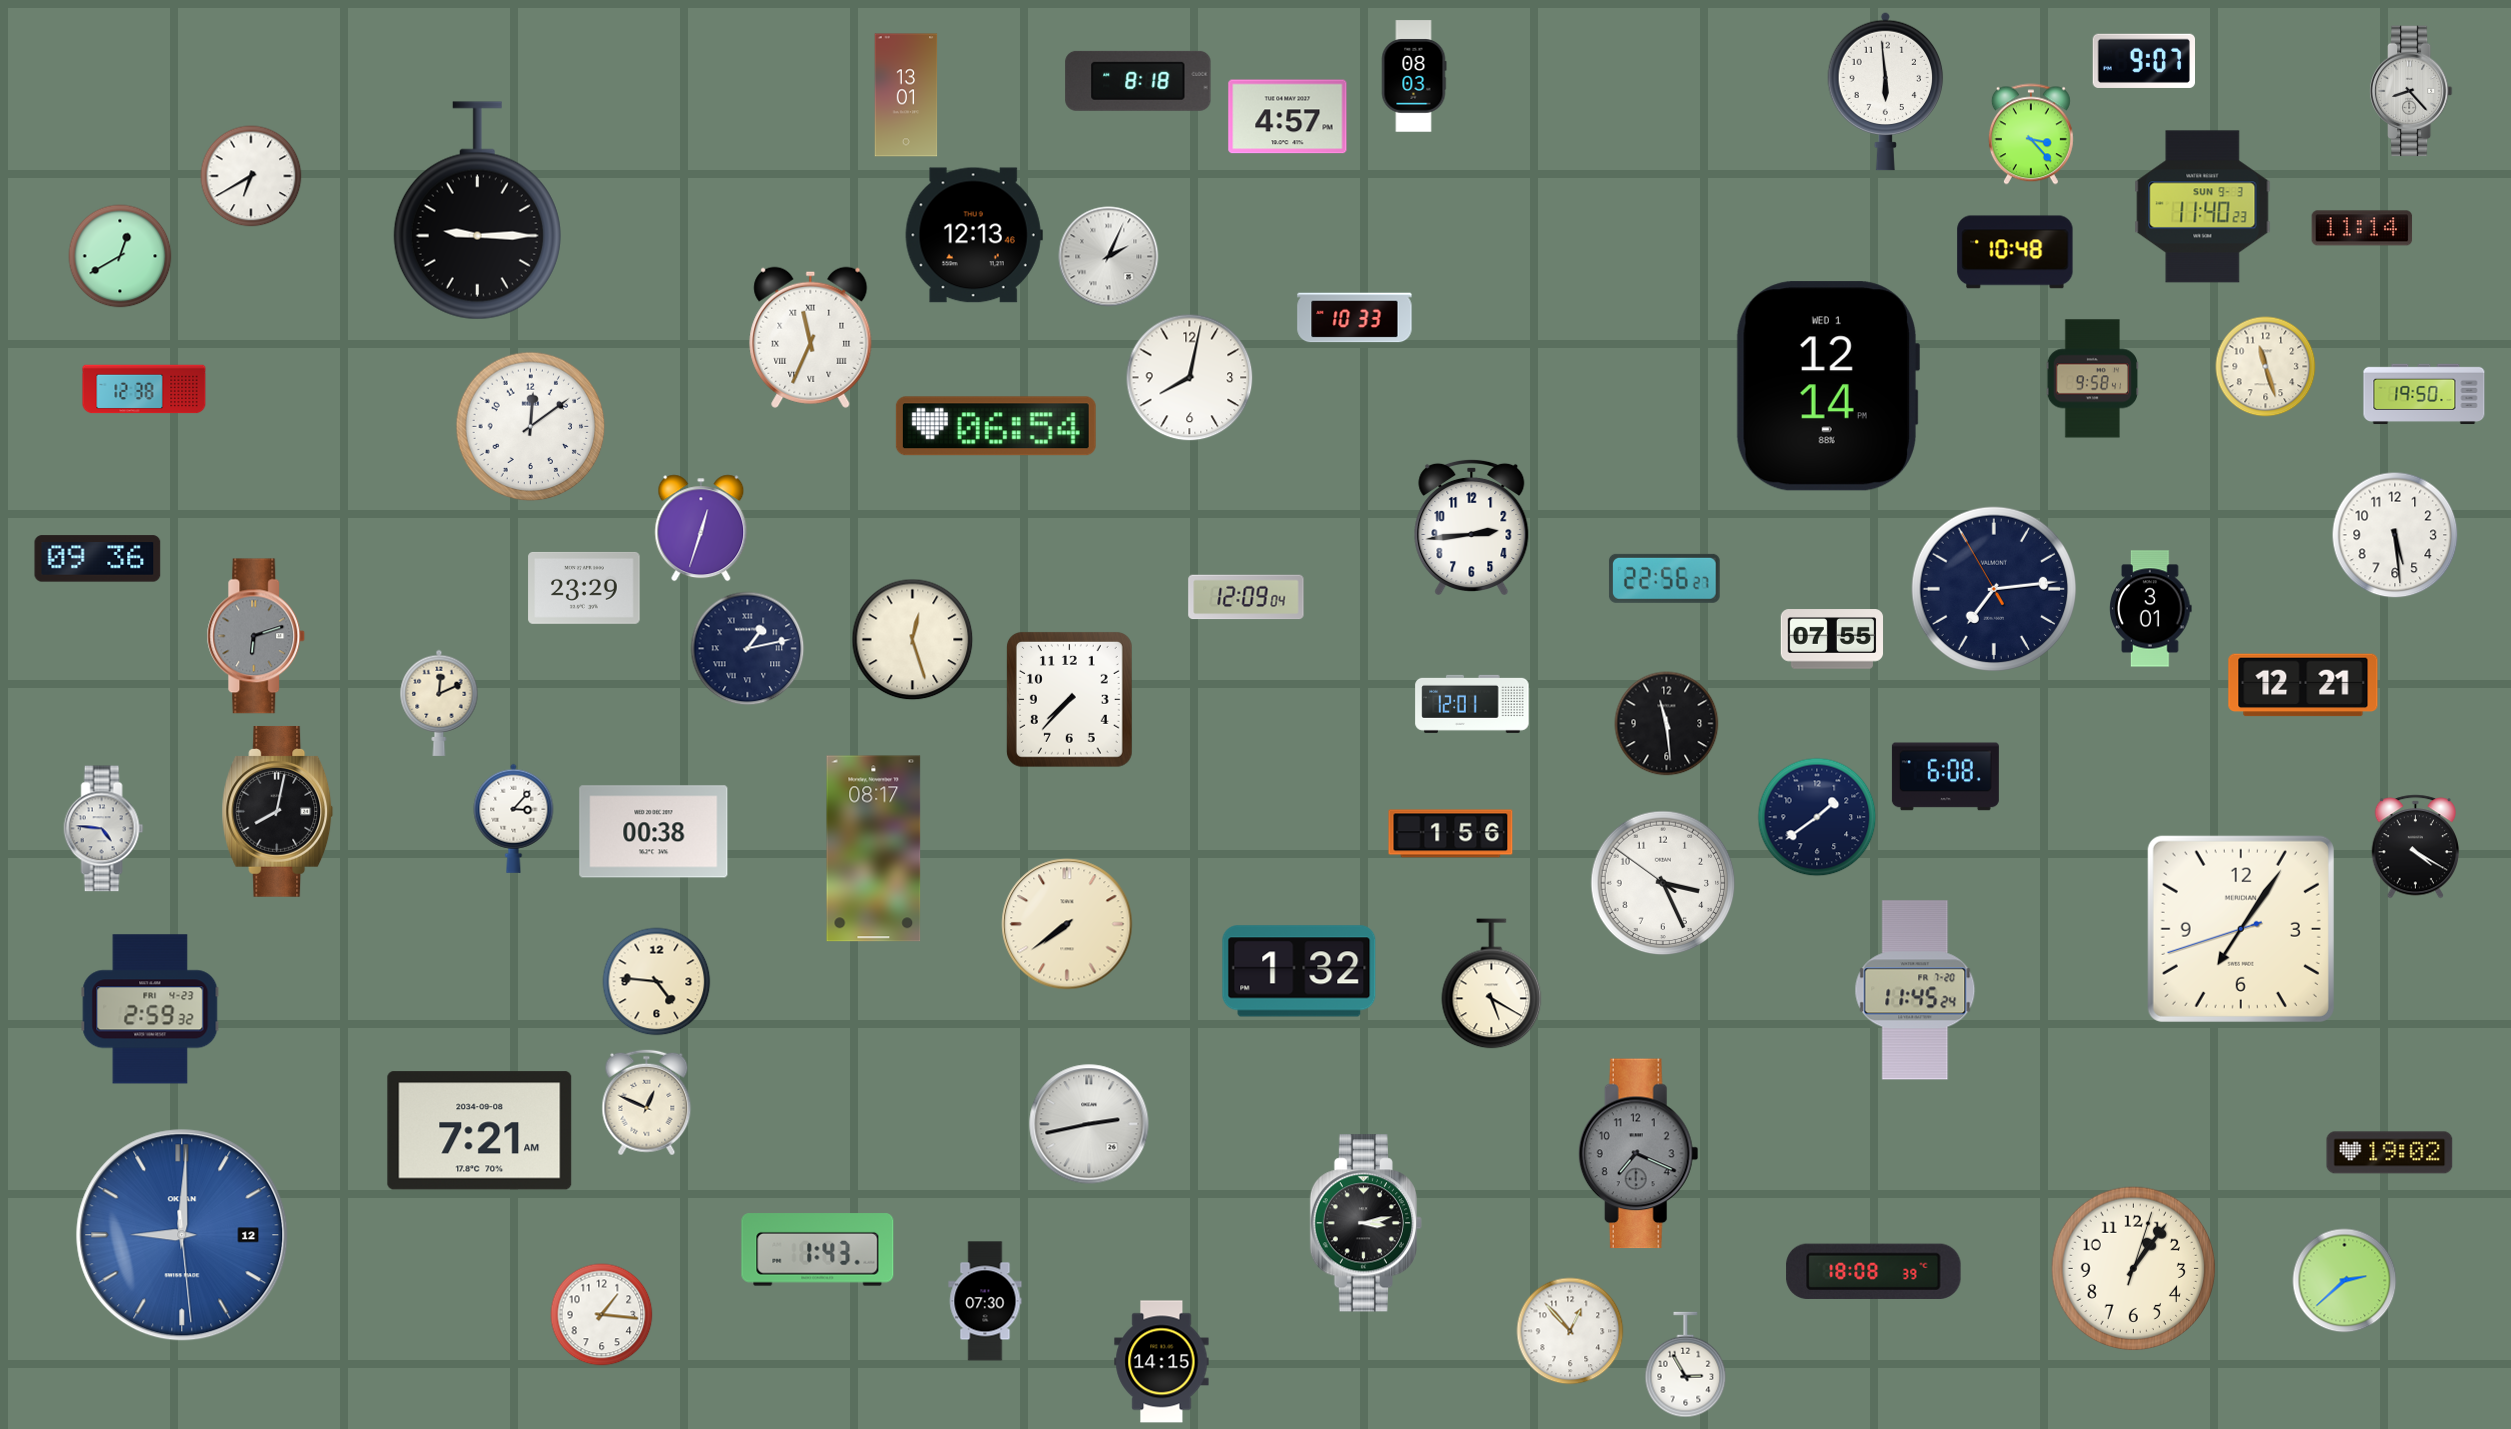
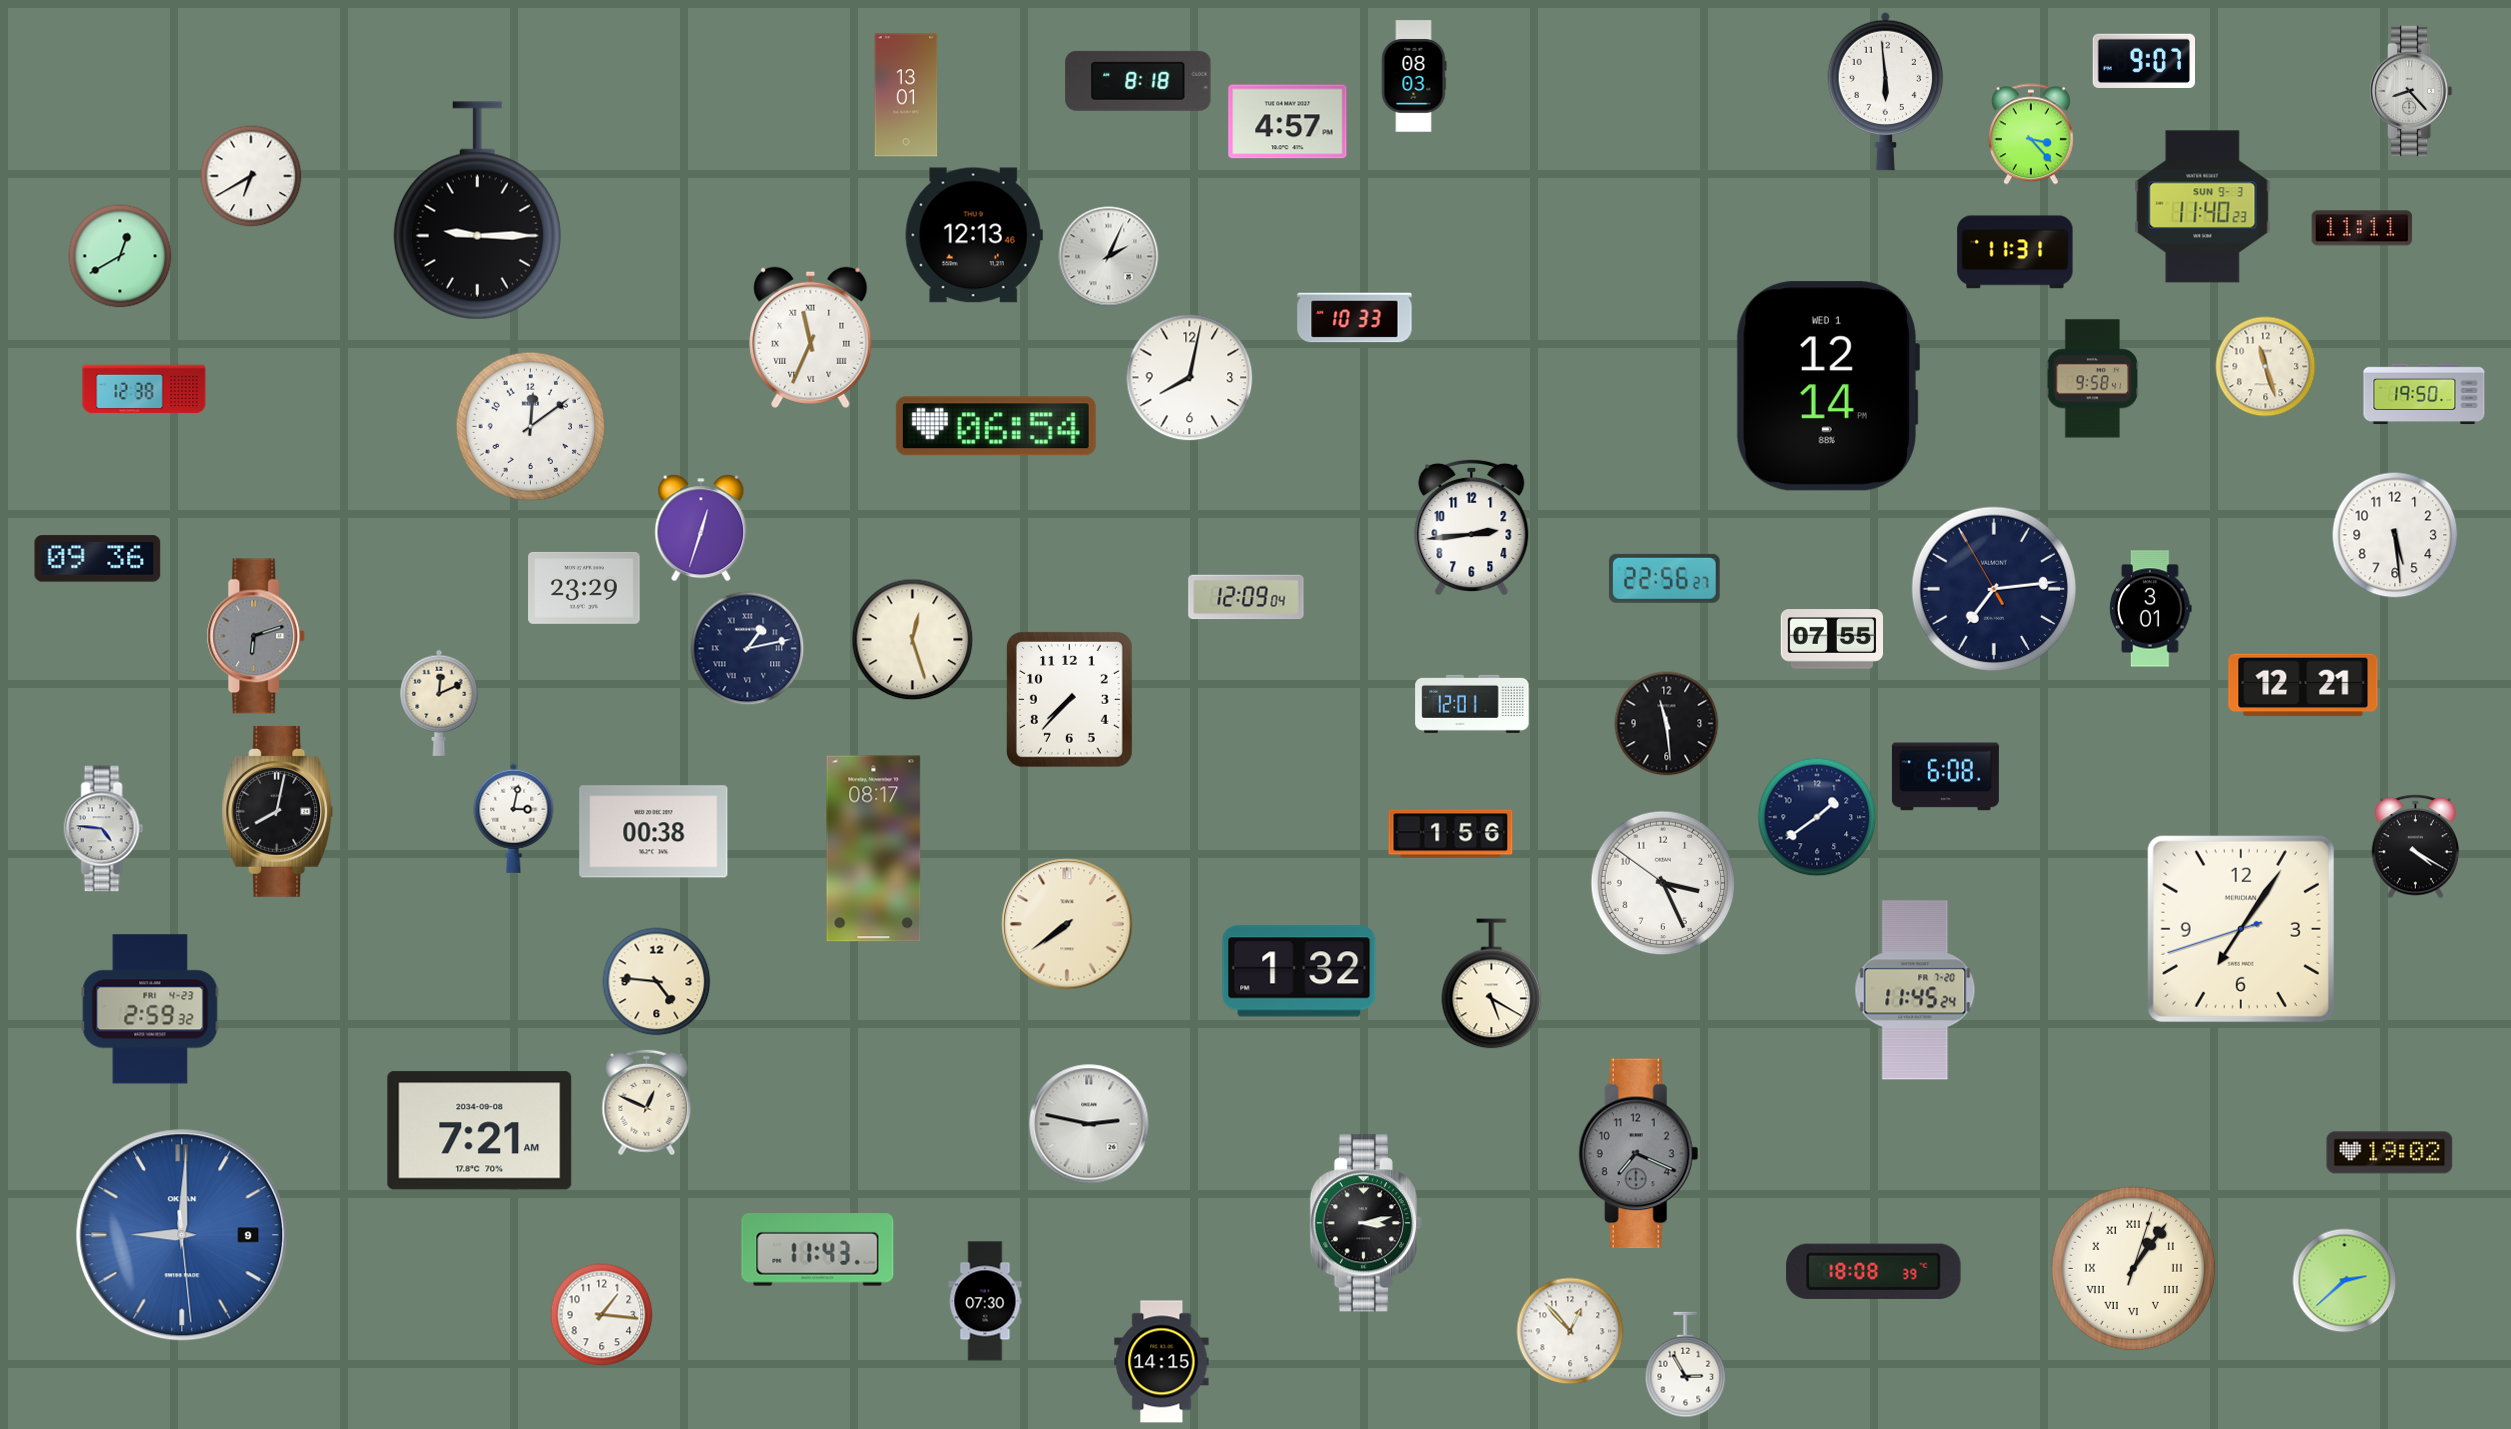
clock at (1288, 117) position: (1288, 117) -> (1288, 122)
clock at (2362, 228): 11:14 -> 11:11
clock at (2015, 252): 10:48 -> 11:31
clock at (514, 818): 3:07 -> 3:02
clock at (1089, 1124): 2:43 -> 2:47
clock at (182, 1235) date: 12 -> 9
clock at (818, 1250): 1:43 -> 11:43
clock at (2134, 1269) numerals: Arabic -> Roman
